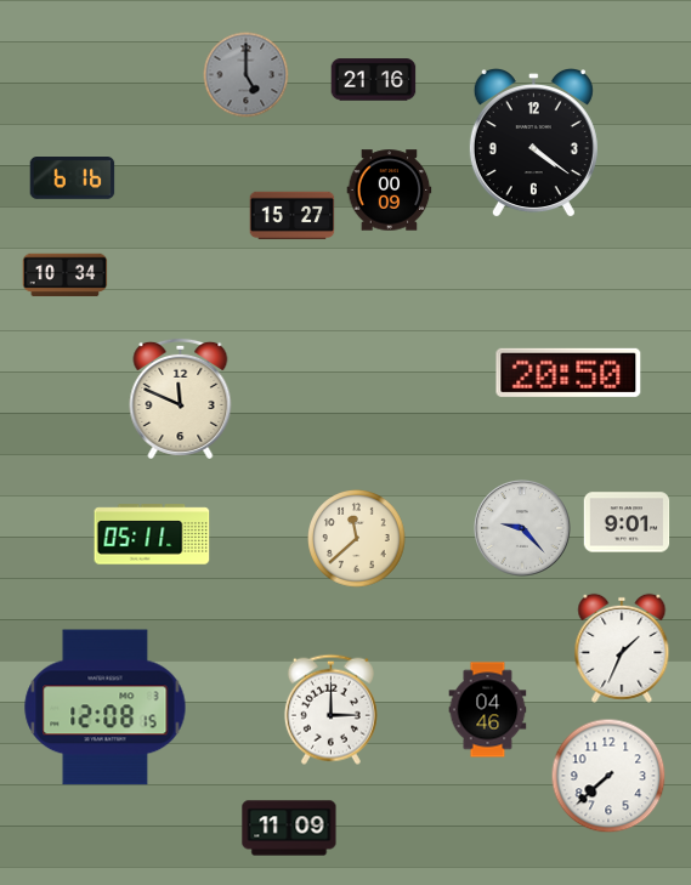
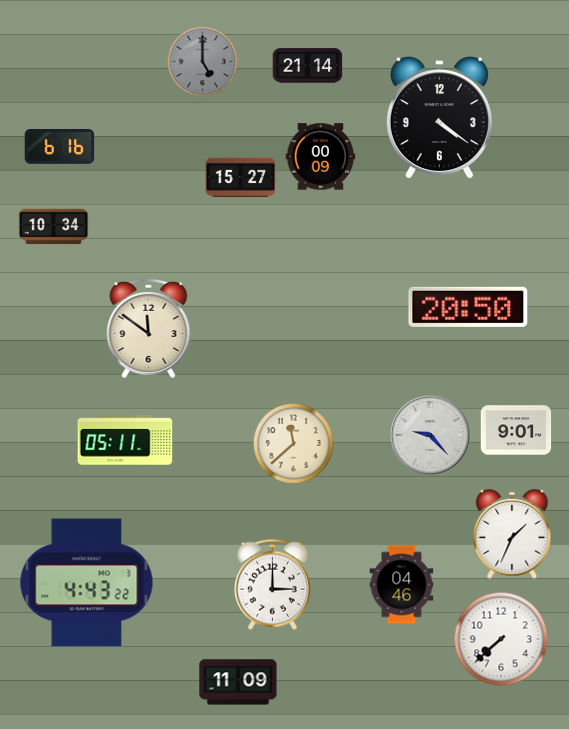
clock at (374, 80): 21:16 -> 21:14
clock at (181, 398): 11:49 -> 11:51
clock at (106, 708): 12:08 -> 4:43
